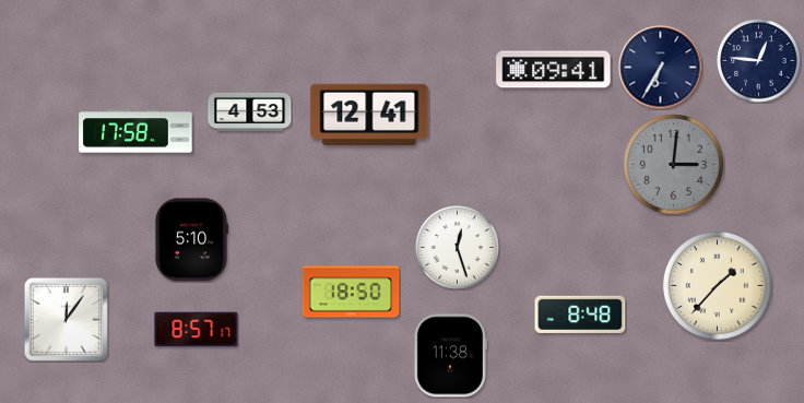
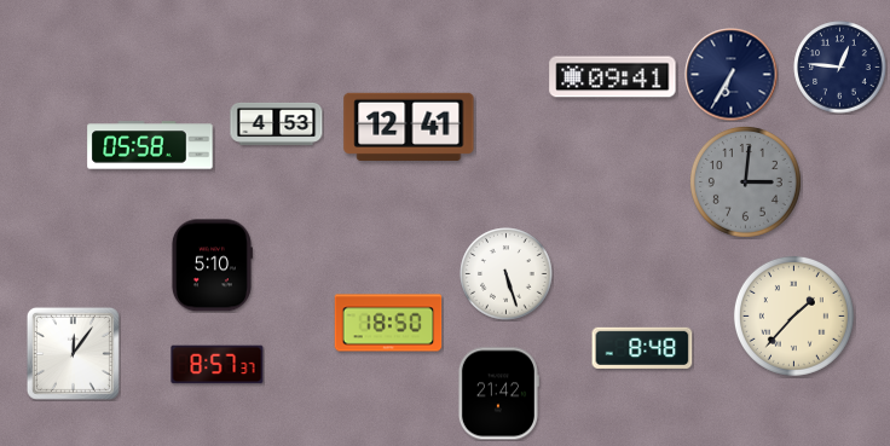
clock at (135, 131): 17:58 -> 05:58
clock at (458, 248): 12:27 -> 5:27
clock at (197, 330): 8:57:17 -> 8:57:37
clock at (450, 356): 11:38 -> 21:42
